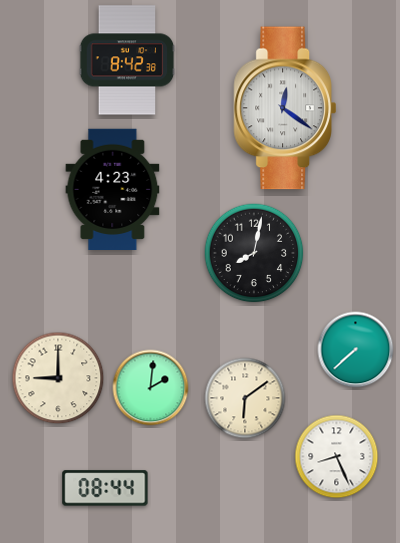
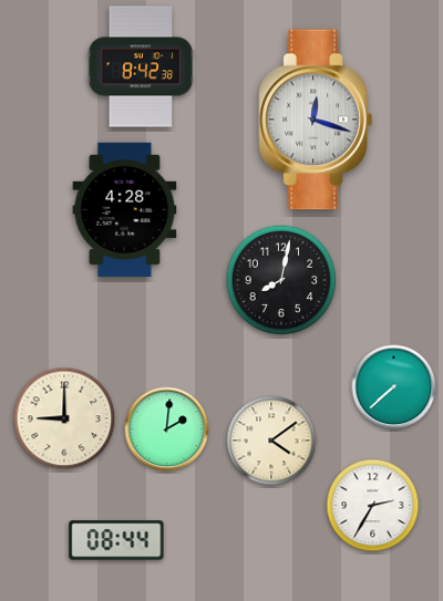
clock at (285, 108): 12:21 -> 12:18
clock at (113, 189): 4:23 -> 4:28
clock at (245, 398): 6:09 -> 4:09
clock at (337, 457): 8:26 -> 2:35
